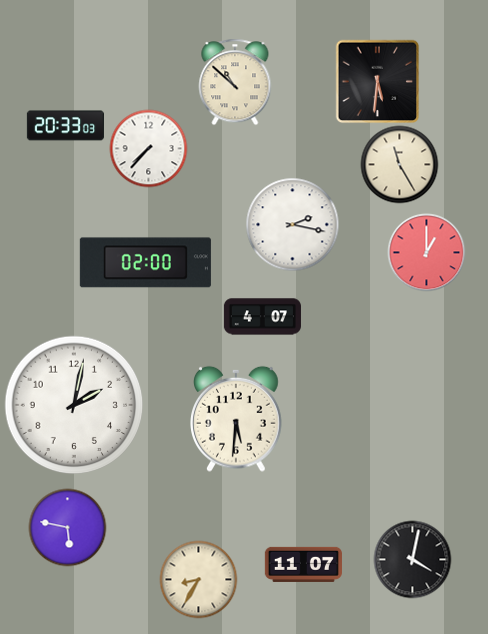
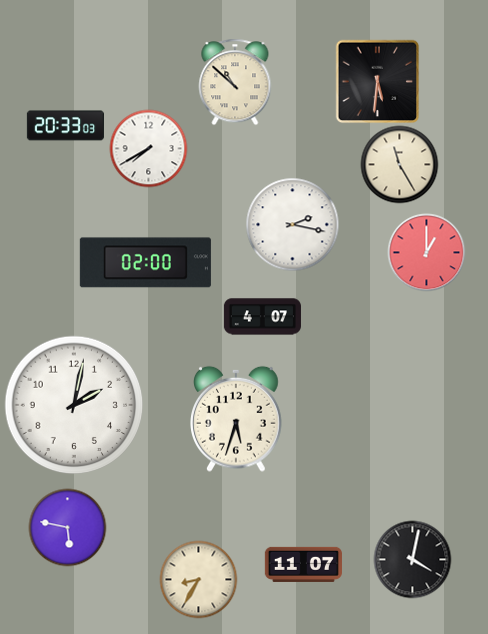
clock at (148, 148): 7:37 -> 7:40
clock at (237, 419): 5:31 -> 5:33
